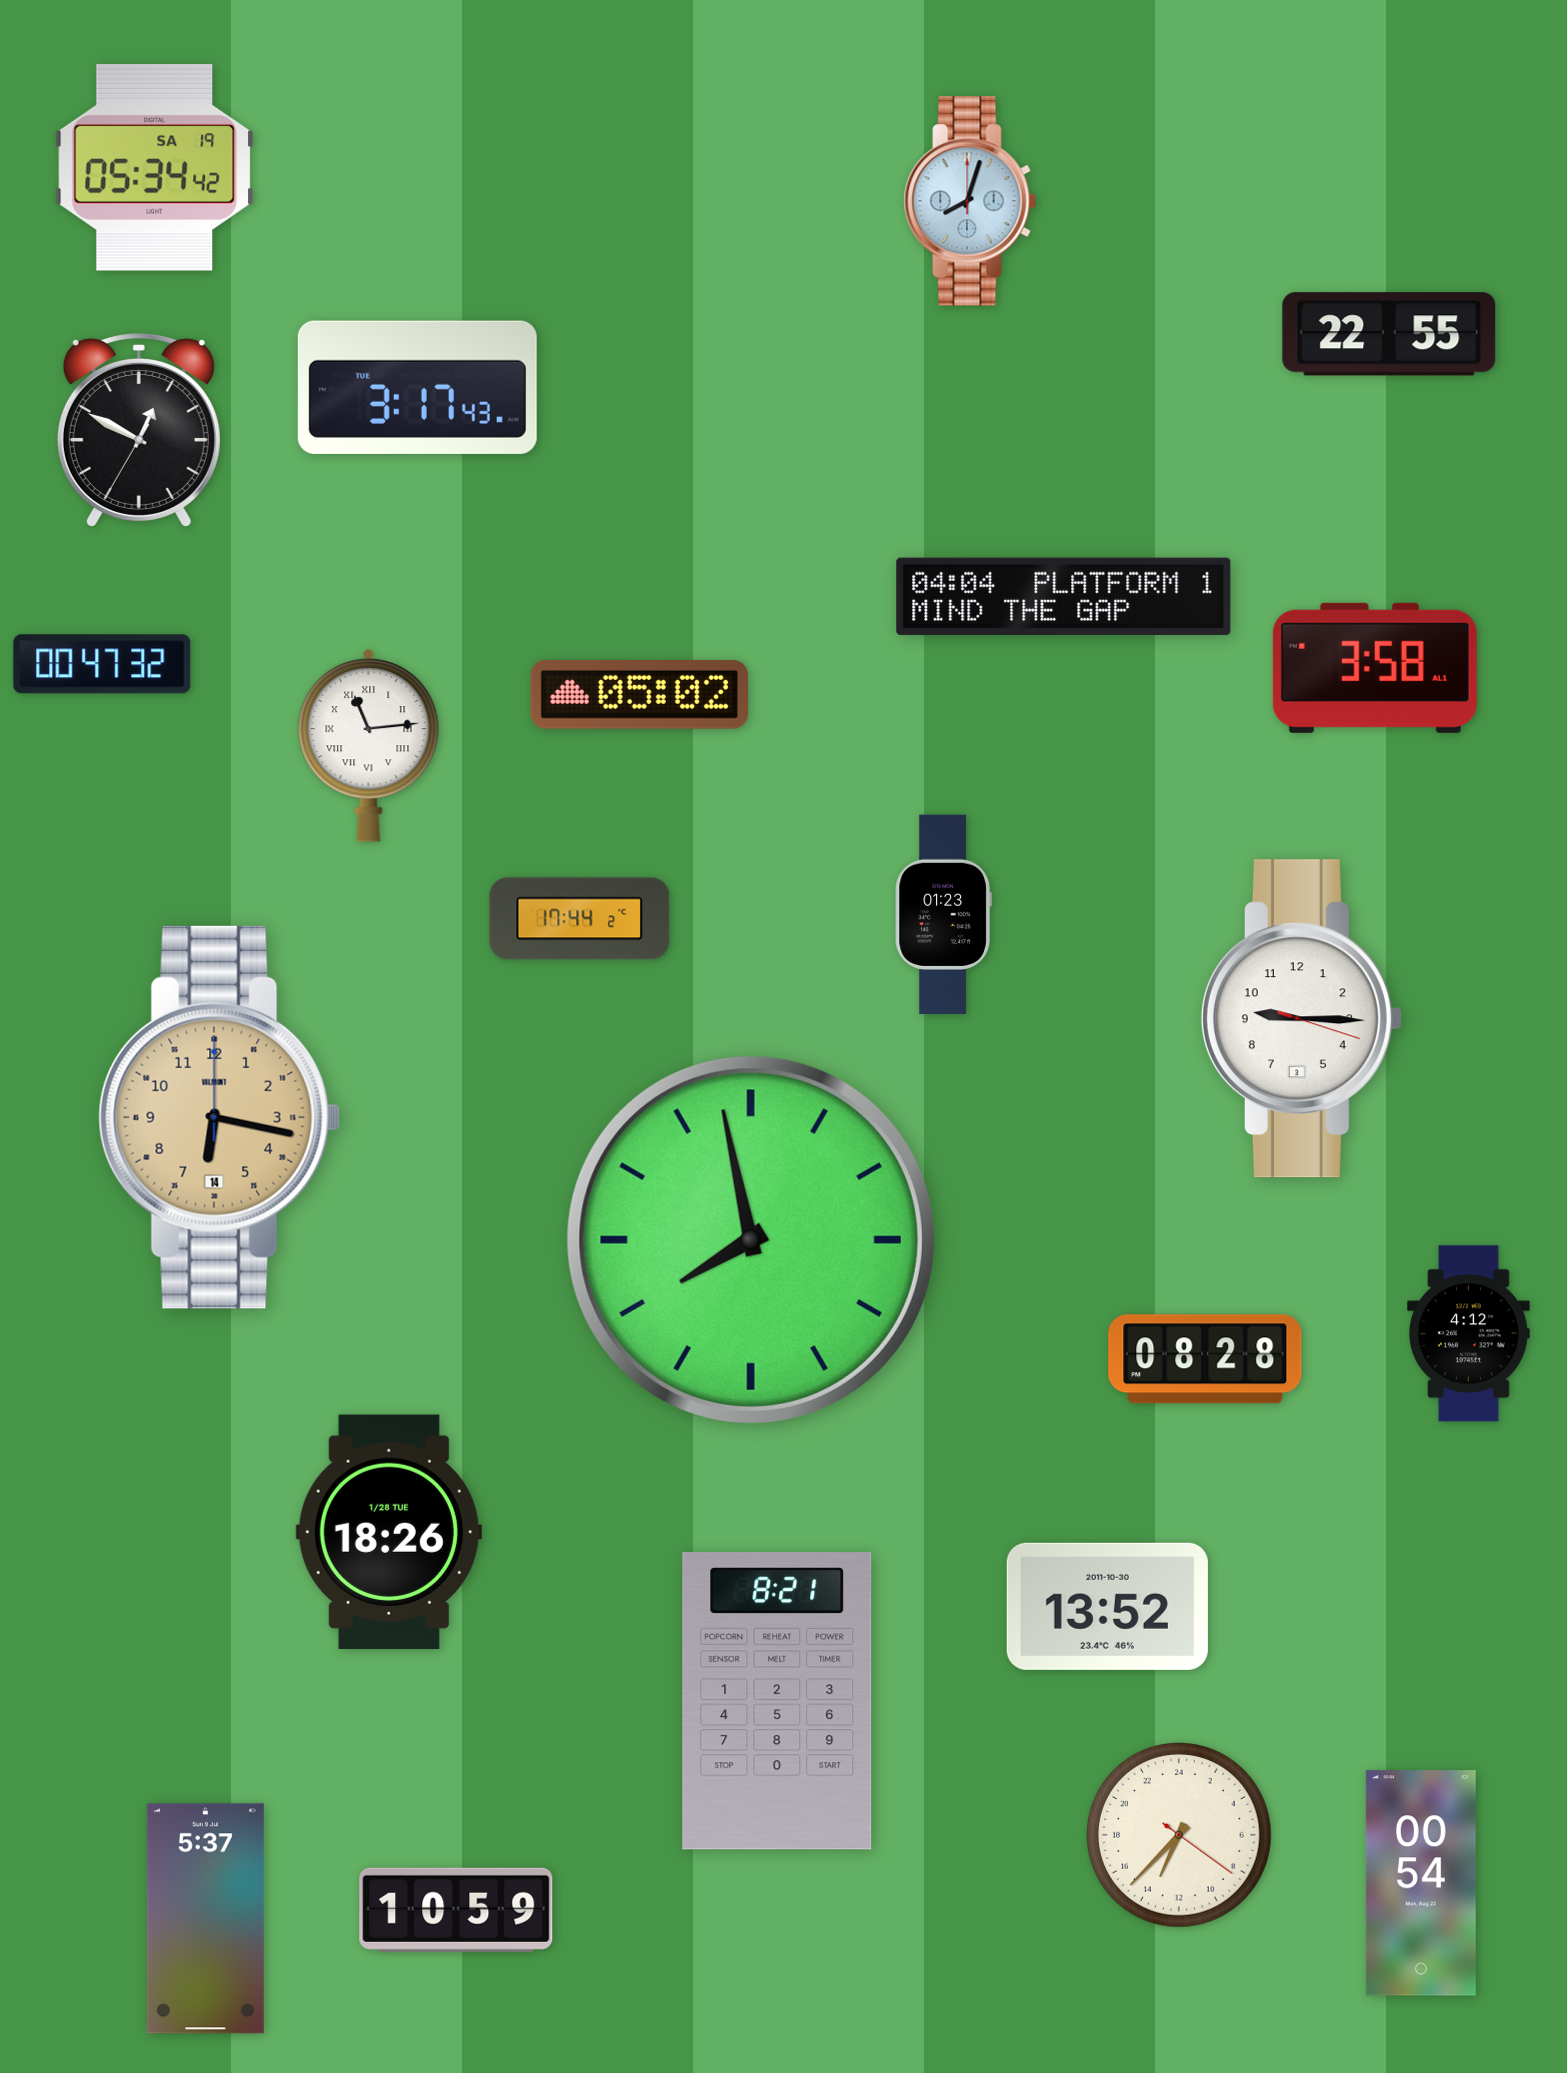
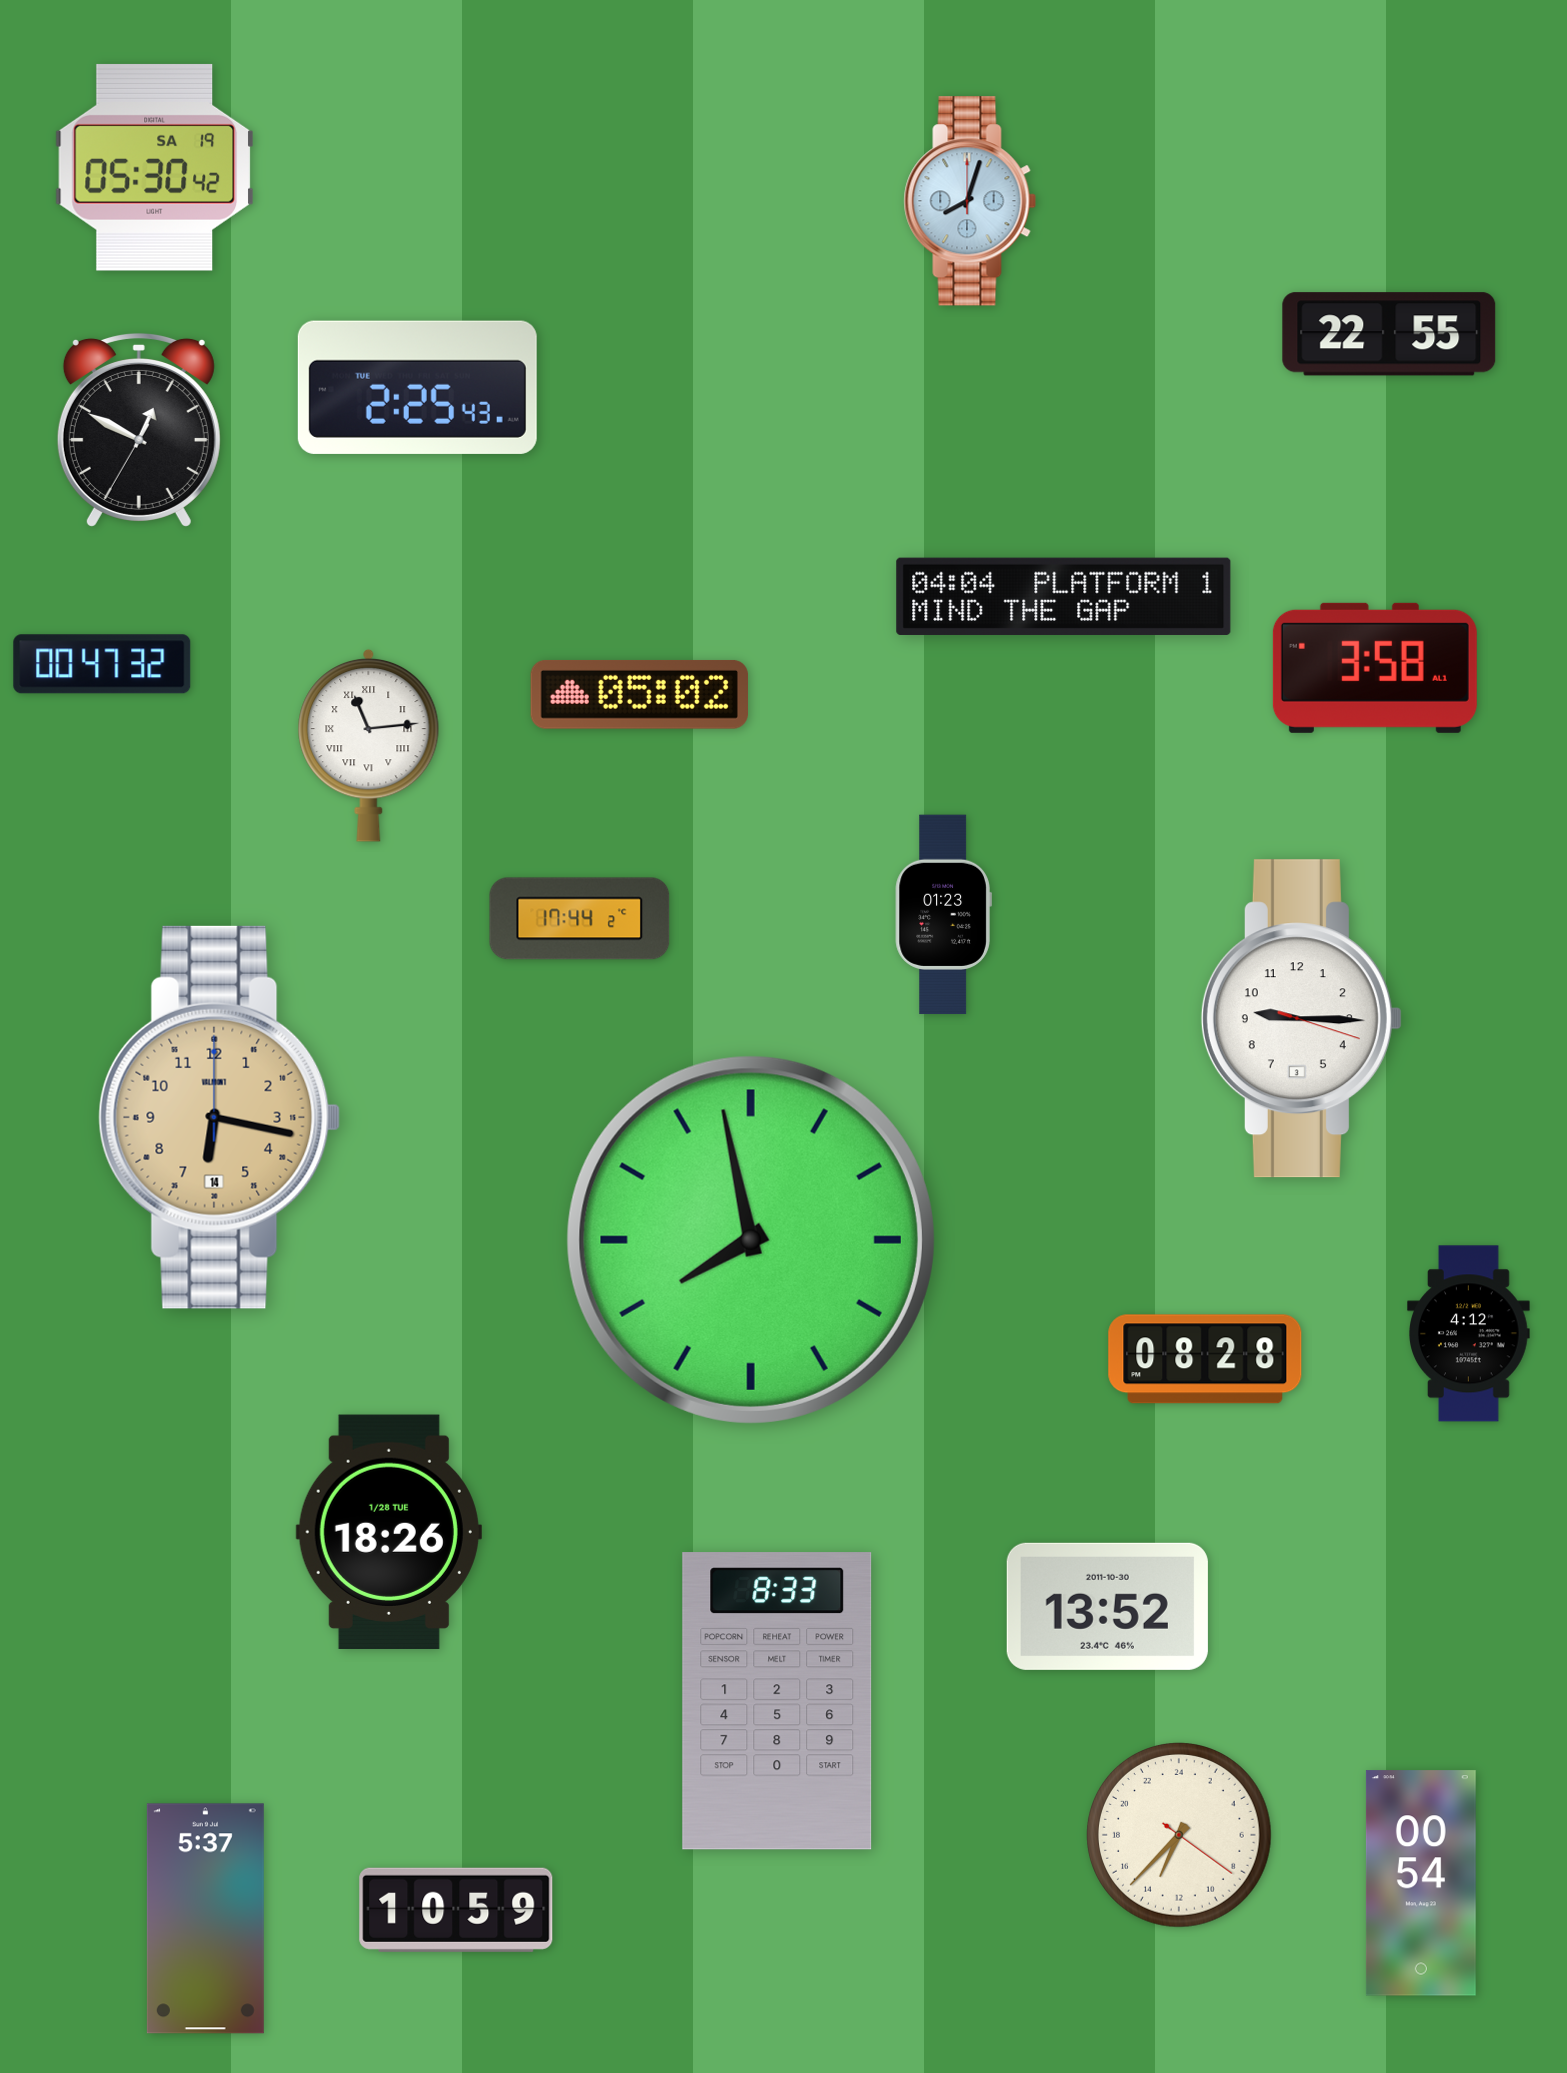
clock at (154, 167): 05:34 -> 05:30
clock at (417, 387): 3:17 -> 2:25
clock at (777, 1701): 8:21 -> 8:33
